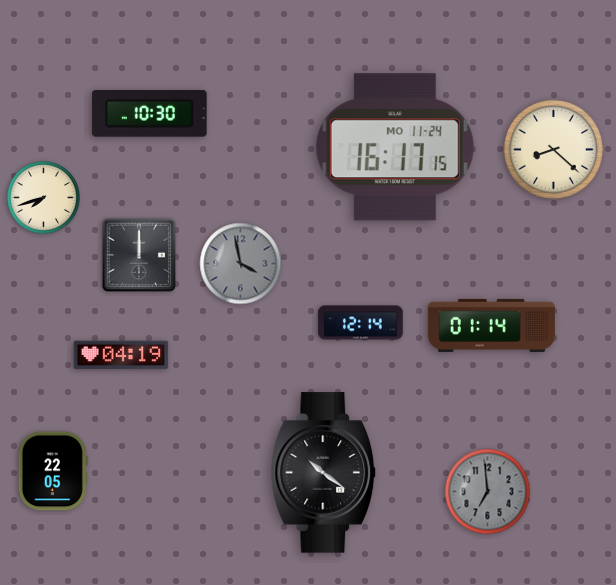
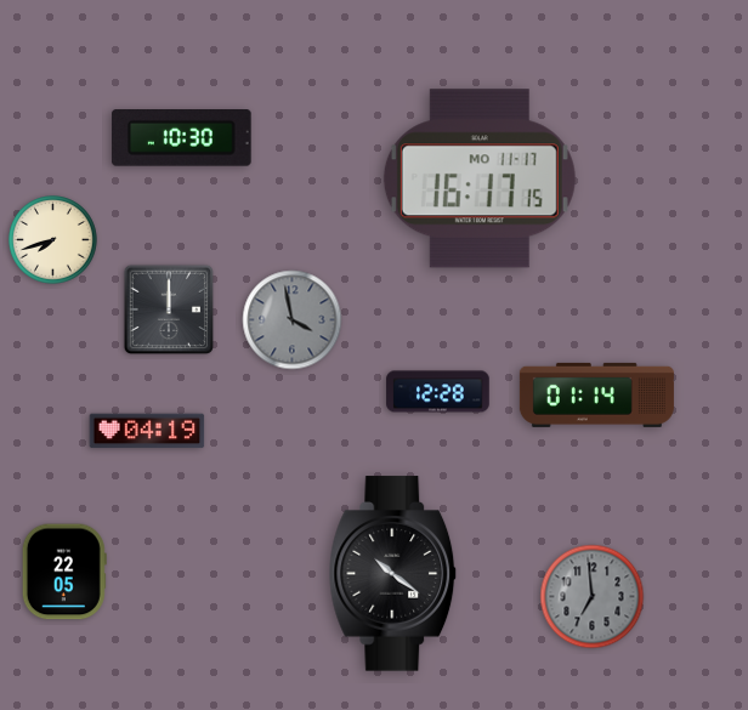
clock at (395, 147) date: MO 11-24 -> MO 11-17
clock at (553, 149): 8:22 -> none
clock at (361, 323): 12:14 -> 12:28
